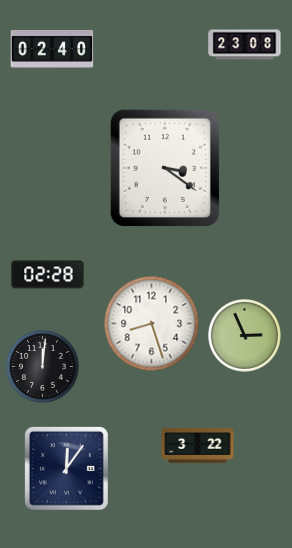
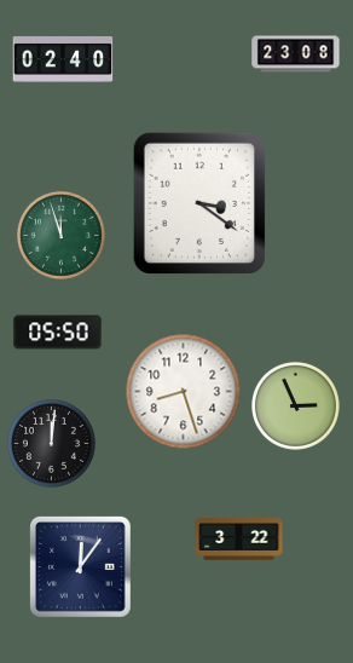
clock at (60, 235): none -> 11:57
clock at (48, 275): 02:28 -> 05:50
